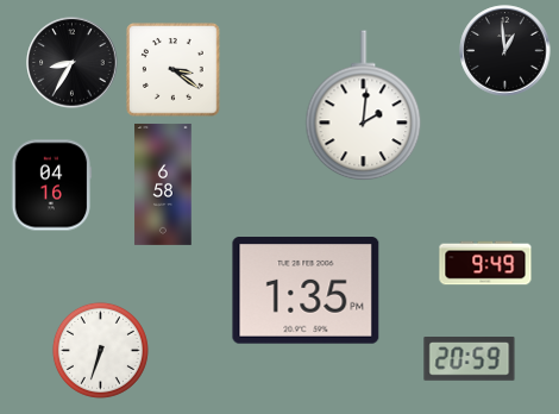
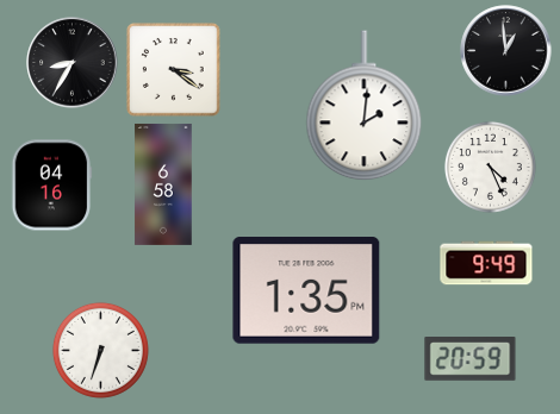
clock at (490, 167): none -> 4:26
